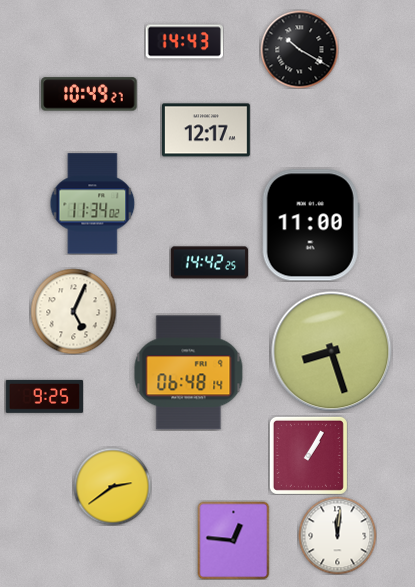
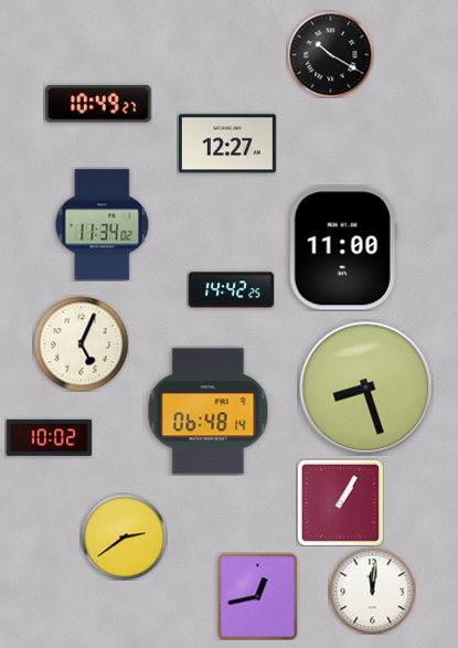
clock at (184, 42): 14:43 -> none
clock at (206, 130): 12:17 -> 12:27
clock at (44, 396): 9:25 -> 10:02
clock at (234, 540): 12:46 -> 12:43
